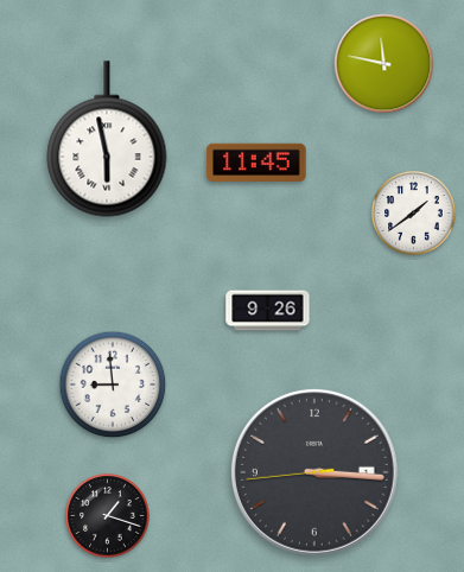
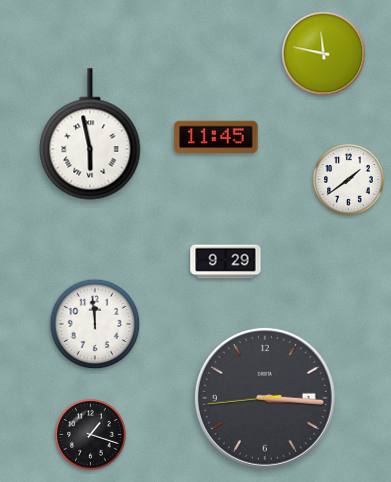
clock at (107, 139) position: (107, 139) -> (90, 134)
clock at (268, 311): 9:26 -> 9:29
clock at (113, 384): 8:59 -> 11:59
